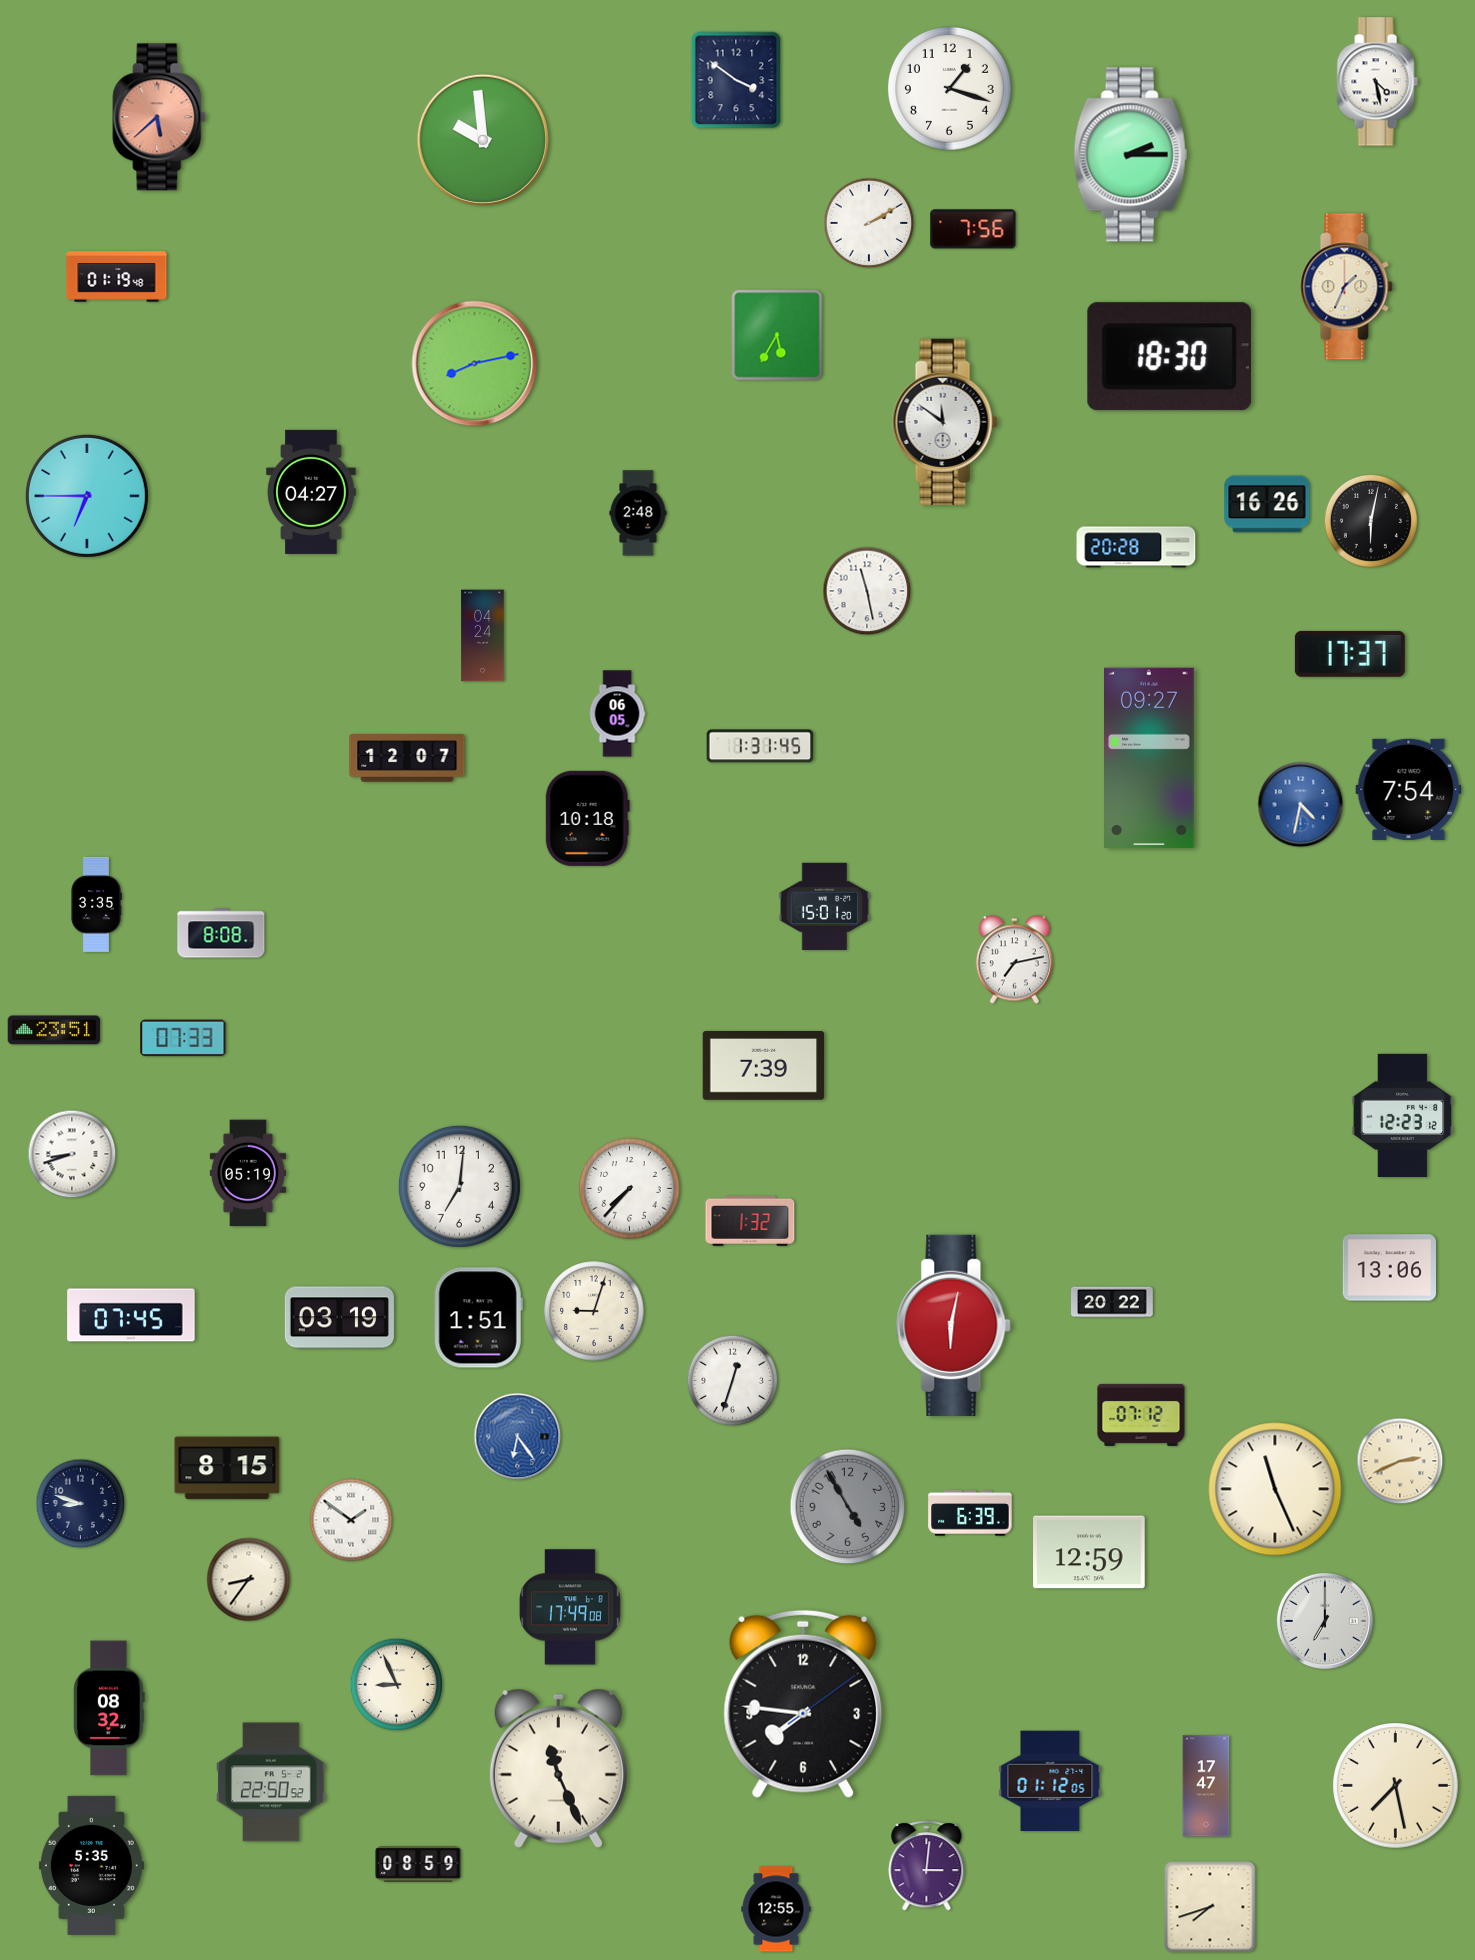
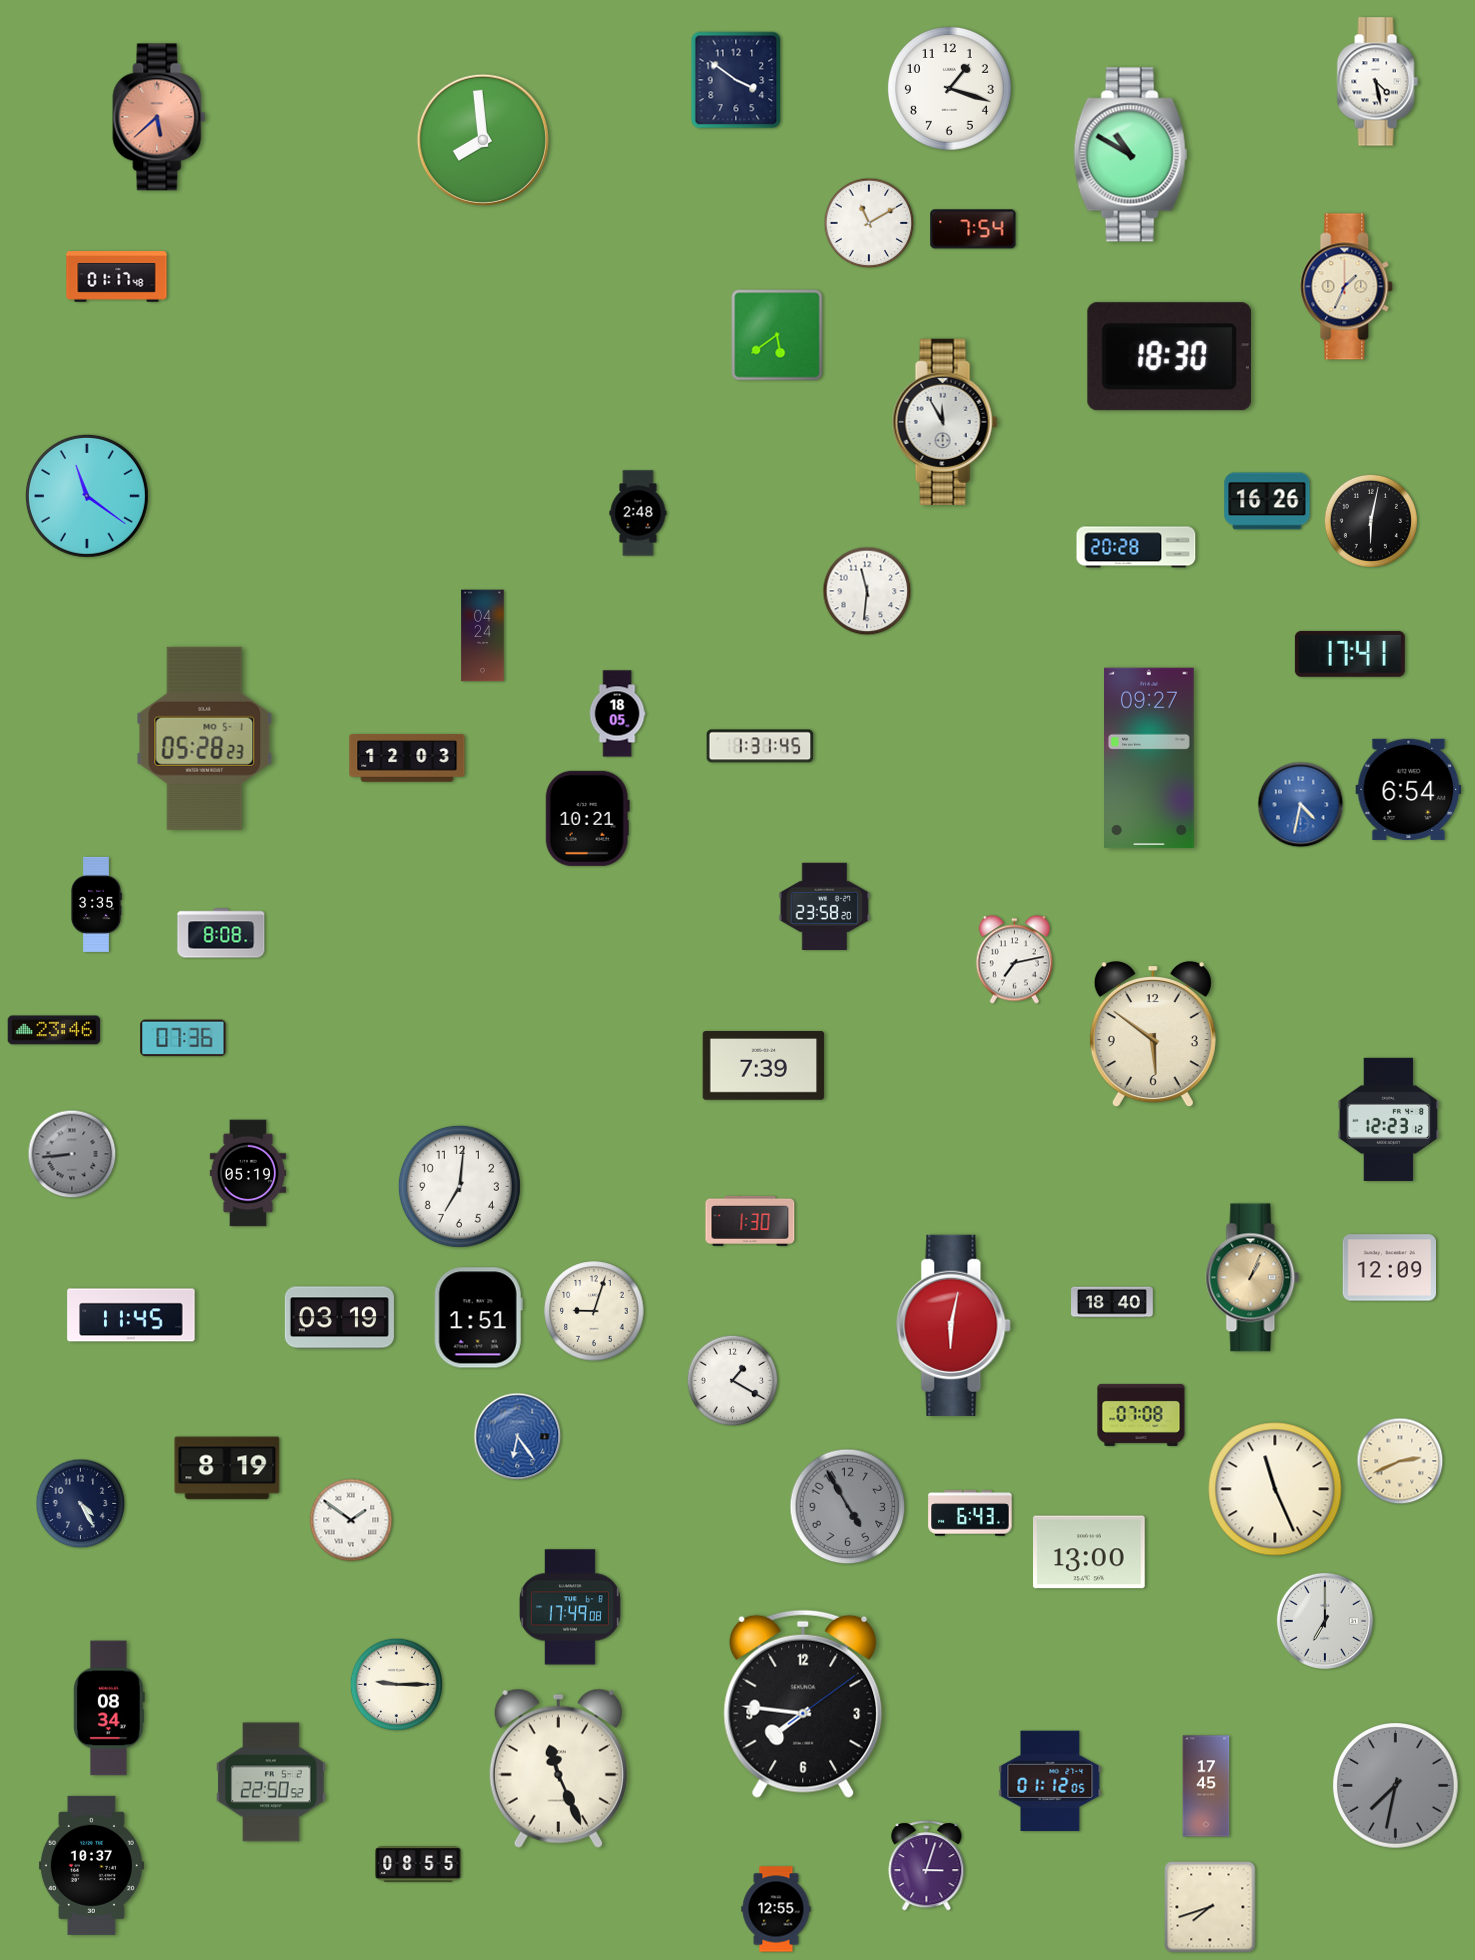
clock at (483, 140): 9:59 -> 7:59
clock at (1131, 155): 2:15 -> 10:50
clock at (869, 223): 2:10 -> 11:10
clock at (973, 229): 7:56 -> 7:54
clock at (117, 277): 01:19 -> 01:17
clock at (777, 335): 5:35 -> 5:39
clock at (475, 364): 8:13 -> none
clock at (945, 422): 11:51 -> 11:55
clock at (311, 492): 04:27 -> none
clock at (87, 496): 6:45 -> 11:21
clock at (1267, 504) position: (1267, 504) -> (1267, 501)
clock at (867, 591): 11:28 -> 11:31
clock at (1350, 654): 17:37 -> 17:41
clock at (617, 714): 06:05 -> 18:05
clock at (205, 738): none -> 05:28
clock at (407, 758): 12:07 -> 12:03
clock at (1409, 789): 7:54 -> 6:54
clock at (587, 818): 10:18 -> 10:21
clock at (825, 906): 15:01 -> 23:58
clock at (54, 1030): 23:51 -> 23:46
clock at (1153, 1035): none -> 5:51
clock at (183, 1038): 07:33 -> 07:36
clock at (1403, 1115) position: (1403, 1115) -> (1389, 1119)
clock at (72, 1154): 8:42 -> 8:44
clock at (72, 1154) dial: white -> grey
clock at (630, 1189): 7:37 -> none
clock at (750, 1221): 1:32 -> 1:30
clock at (1390, 1268): 13:06 -> 12:09
clock at (1253, 1278): none -> 1:04
clock at (1113, 1302): 20:22 -> 18:40
clock at (131, 1315): 07:45 -> 11:45
clock at (733, 1381): 12:33 -> 1:20
clock at (1141, 1415): 07:12 -> 07:08
clock at (227, 1468): 8:15 -> 8:19
clock at (81, 1504): 8:48 -> 4:25
clock at (970, 1513): 6:39 -> 6:43
clock at (1090, 1552): 12:59 -> 13:00
clock at (249, 1580): 8:36 -> none
clock at (396, 1684): 8:56 -> 9:15
clock at (109, 1708): 08:32 -> 08:34
clock at (1206, 1786): 17:47 -> 17:45
clock at (1396, 1786): 7:28 -> 7:32
clock at (1396, 1786) dial: cream -> grey
clock at (91, 1865): 5:35 -> 10:37
clock at (418, 1865): 08:59 -> 08:55
clock at (927, 1866): 3:01 -> 3:03
